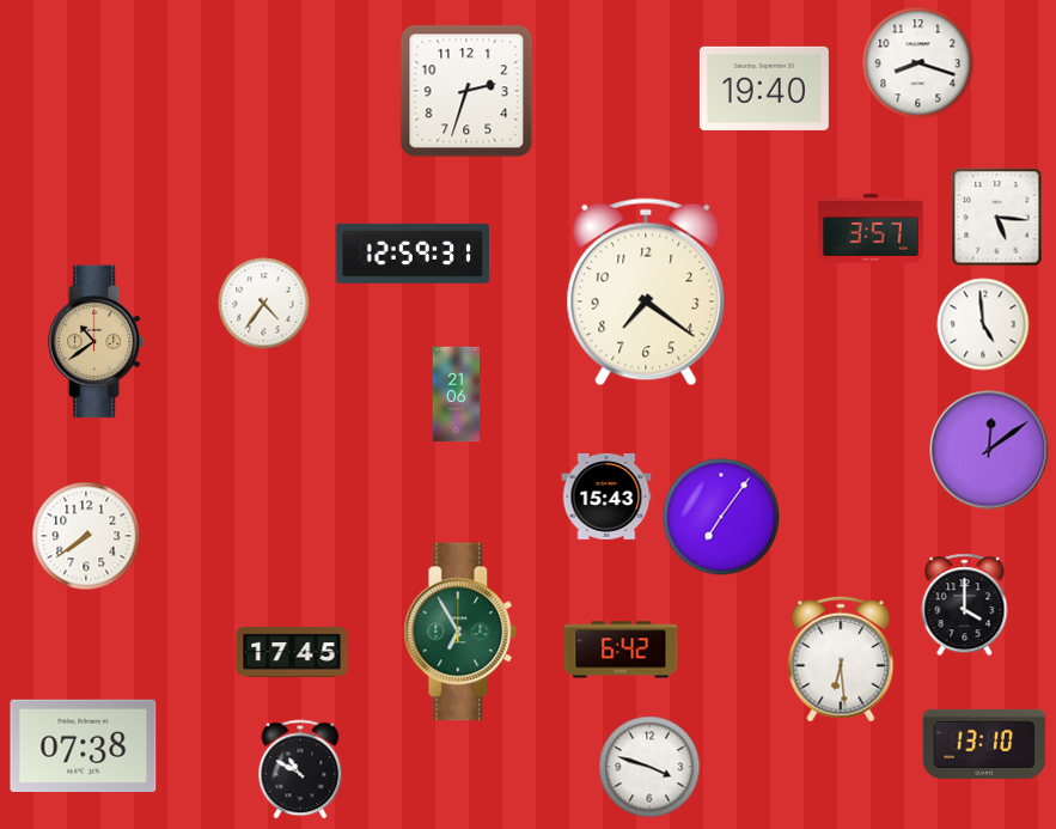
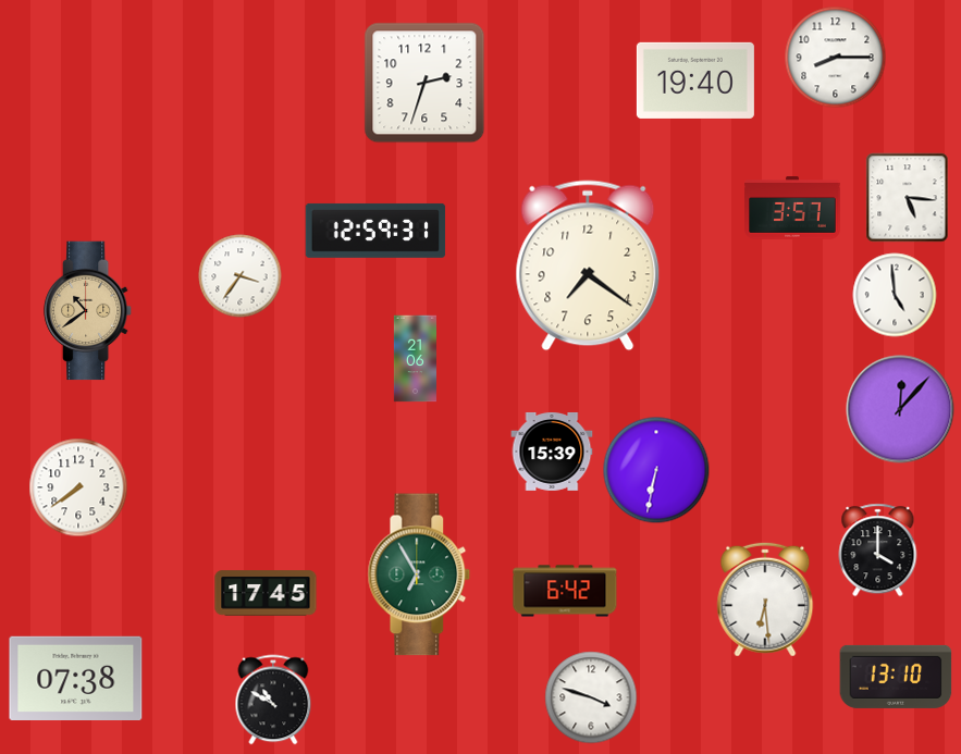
clock at (918, 63): 8:18 -> 8:15
clock at (264, 304): 4:36 -> 3:36
clock at (989, 450): 12:09 -> 12:07
clock at (606, 496): 15:43 -> 15:39
clock at (721, 517): 7:06 -> 6:32
